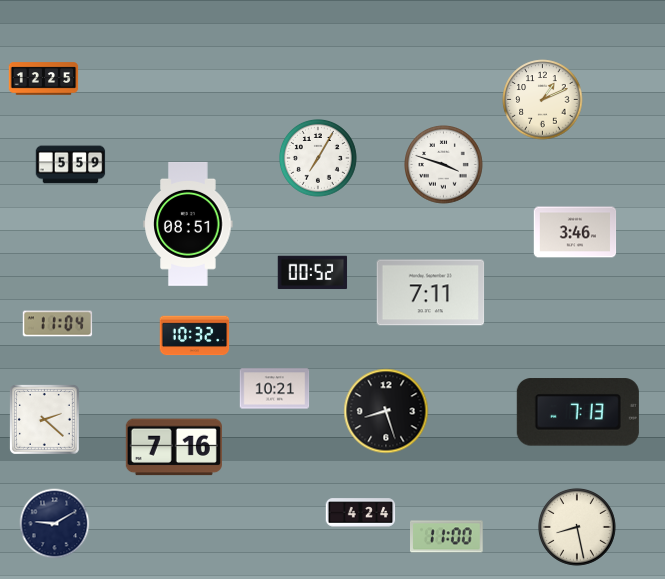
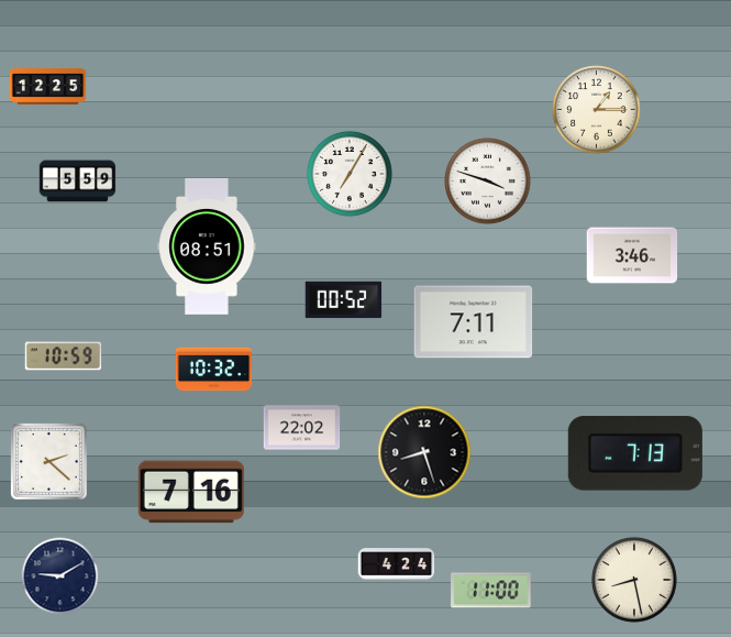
clock at (543, 100): 1:11 -> 1:15
clock at (58, 324): 11:04 -> 10:59
clock at (275, 389): 10:21 -> 22:02
